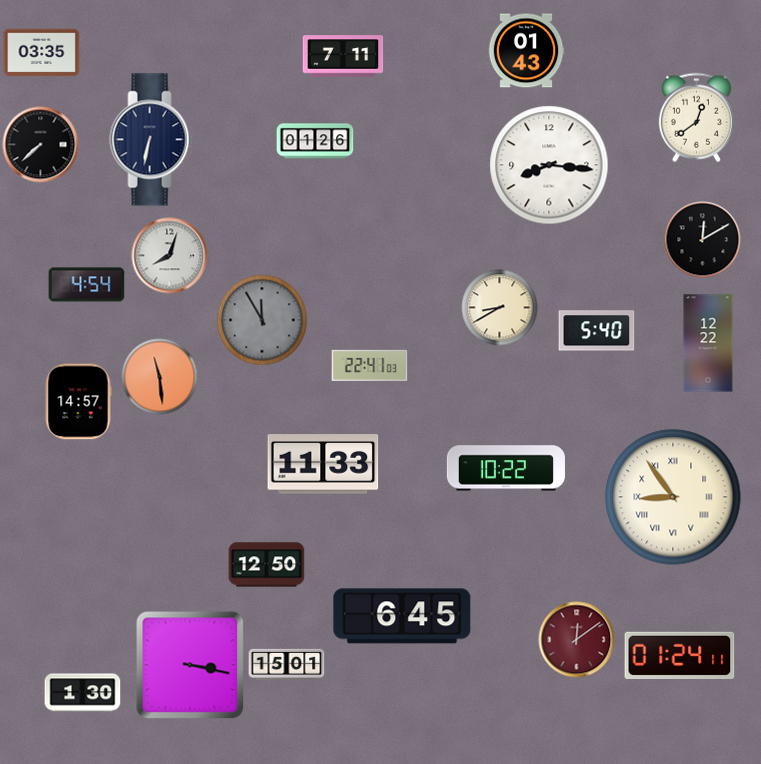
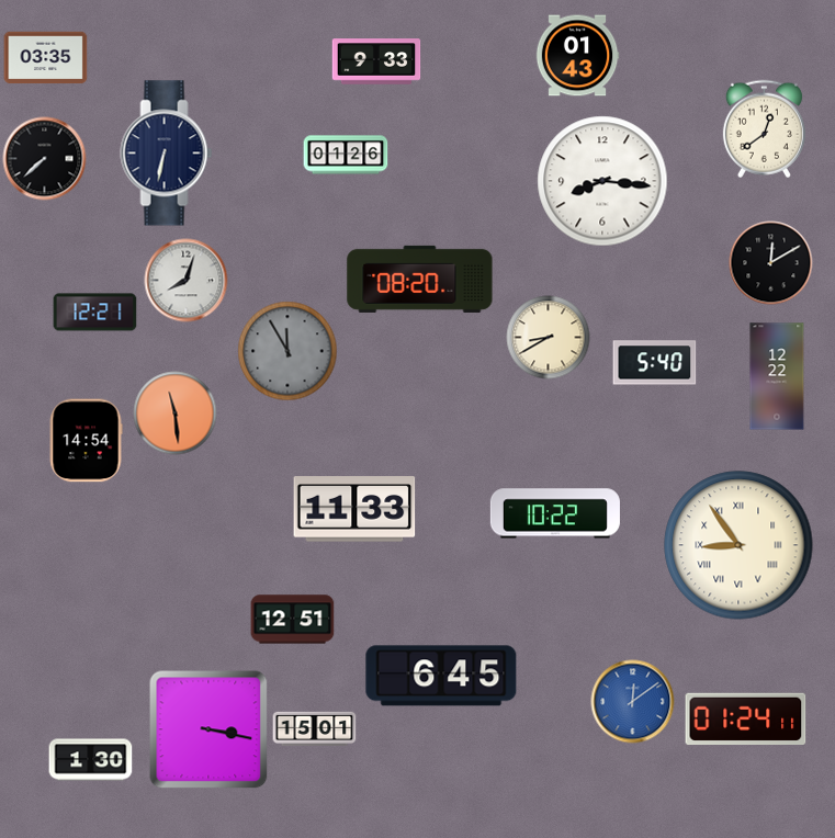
clock at (343, 56): 7:11 -> 9:33
clock at (420, 279): none -> 08:20
clock at (87, 285): 4:54 -> 12:21
clock at (370, 365): 22:41 -> none
clock at (78, 402): 14:57 -> 14:54
clock at (267, 565): 12:50 -> 12:51
clock at (577, 640) dial: burgundy -> blue
